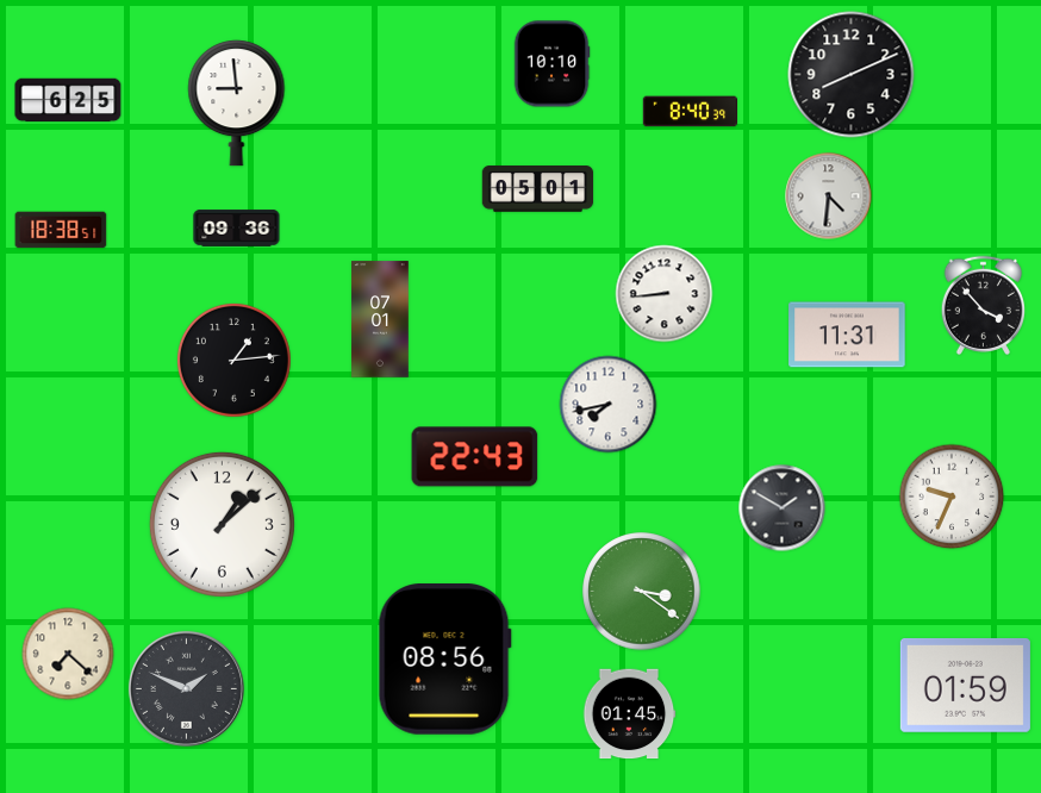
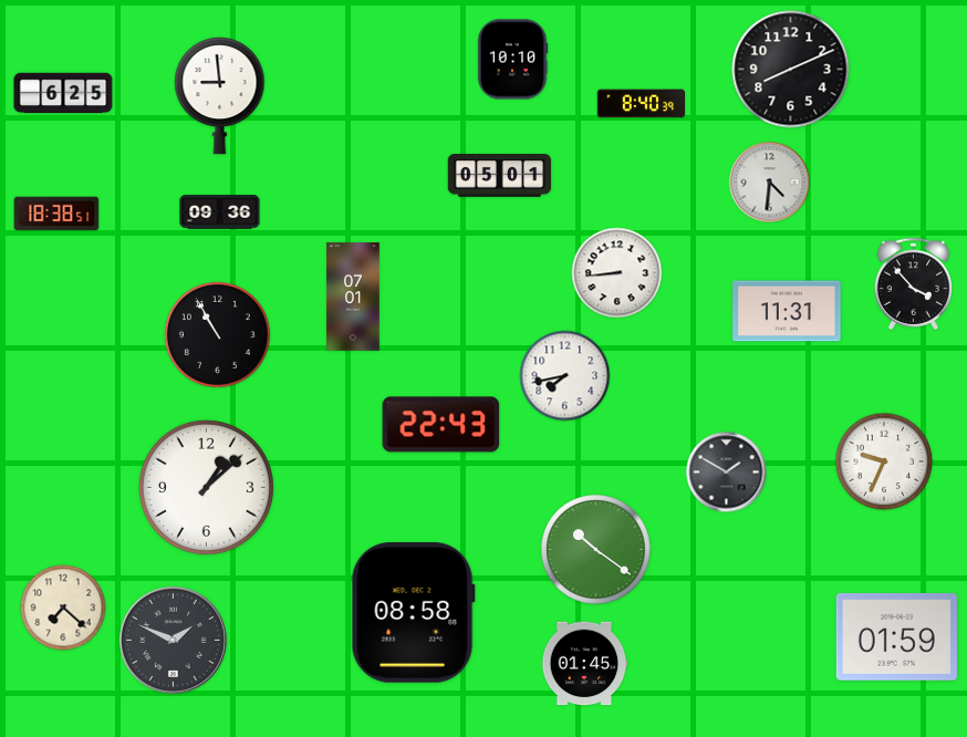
clock at (233, 360): 1:14 -> 10:55
clock at (642, 592): 3:21 -> 10:21
clock at (444, 660): 08:56 -> 08:58
